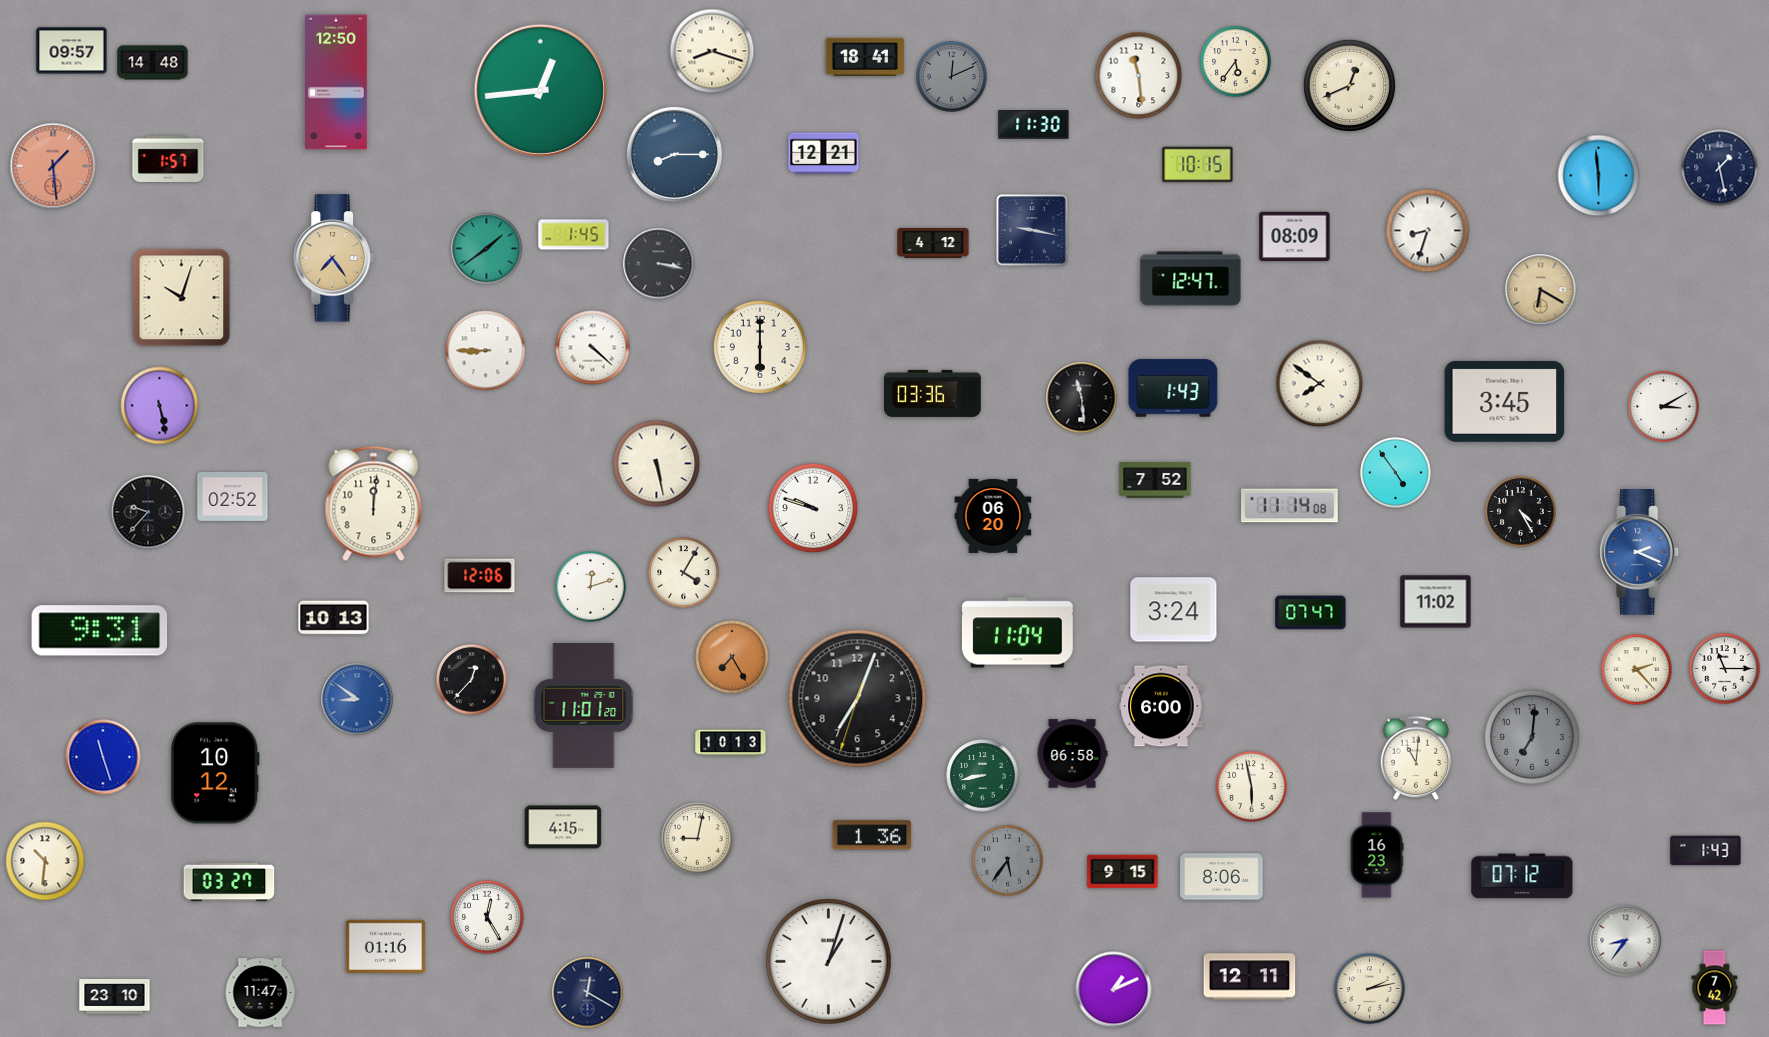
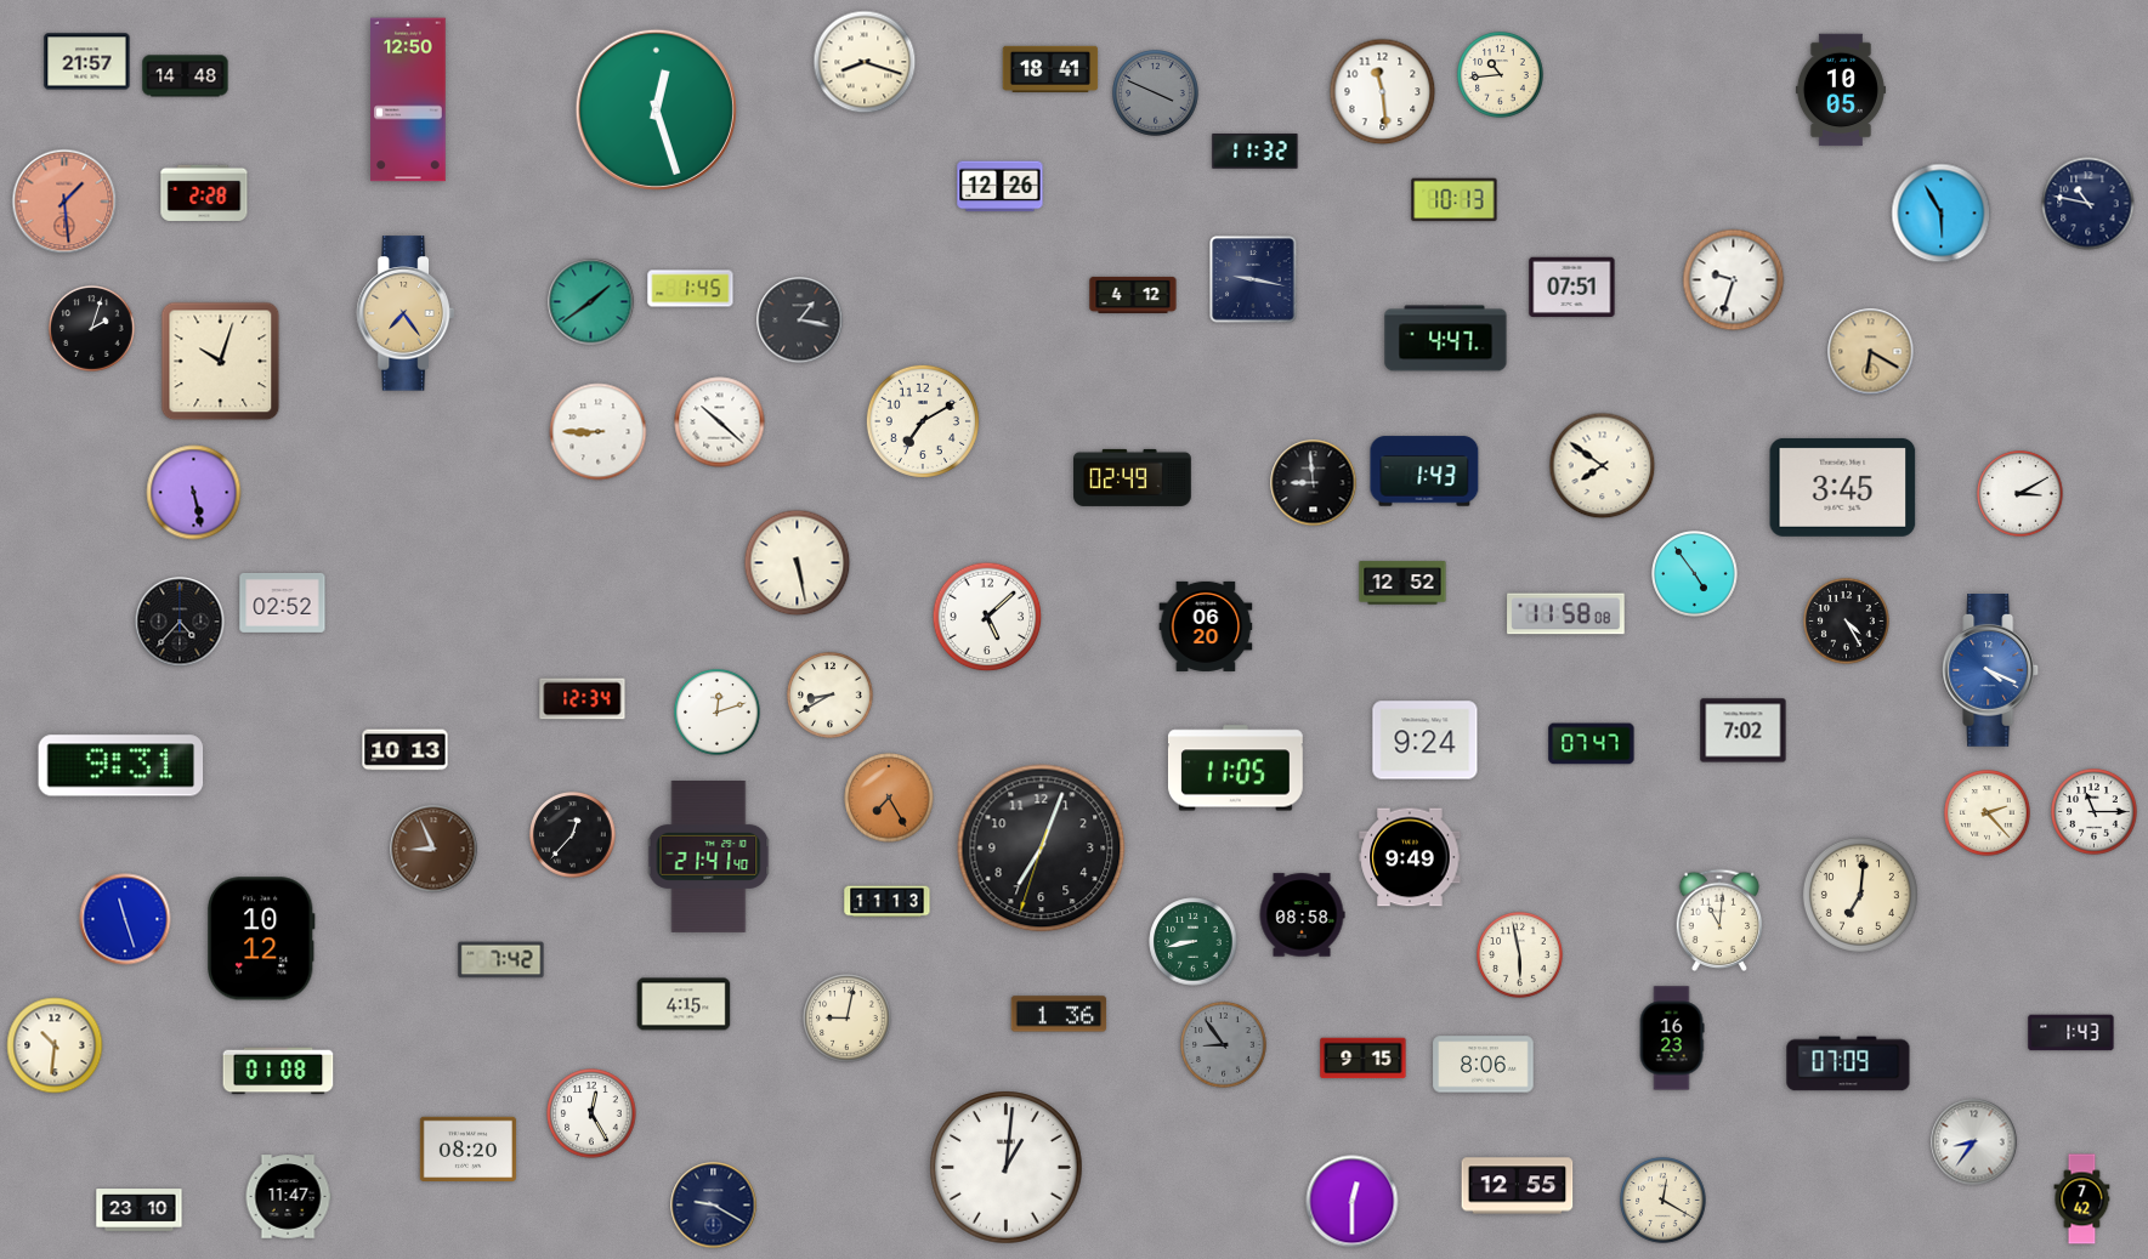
clock at (72, 51): 09:57 -> 21:57
clock at (1236, 62): 5:36 -> 10:44
clock at (1841, 90): none -> 10:05
clock at (952, 77): 12:11 -> 3:49
clock at (1349, 85): 12:41 -> none
clock at (540, 90): 12:44 -> 12:27
clock at (1034, 125): 11:30 -> 11:32
clock at (674, 154): 8:15 -> none
clock at (824, 154): 12:21 -> 12:26
clock at (168, 158): 1:57 -> 2:28
clock at (1198, 165): 10:15 -> 10:13
clock at (1720, 168): 1:28 -> 10:47
clock at (1599, 176): 5:59 -> 5:55
clock at (1428, 231): 8:33 -> 9:33
clock at (574, 235) position: (574, 235) -> (691, 289)
clock at (1295, 237): 08:09 -> 07:51
clock at (659, 264): 3:17 -> 1:17
clock at (92, 329): none -> 2:03
clock at (1191, 279): 12:47 -> 4:47
clock at (760, 347): 6:00 -> 7:10
clock at (593, 348): 4:22 -> 10:22
clock at (486, 351) position: (486, 351) -> (599, 432)
clock at (933, 393): 03:36 -> 02:49
clock at (1082, 398): 11:29 -> 8:59
clock at (1505, 401) position: (1505, 401) -> (1843, 487)
clock at (1155, 480): 7:52 -> 12:52
clock at (374, 504): 12:01 -> none
clock at (1290, 506): 11:14 -> 11:58
clock at (813, 508): 9:48 -> 5:08
clock at (148, 512): 9:37 -> 4:37
clock at (1640, 553): 2:19 -> 4:19
clock at (684, 573): 4:05 -> 8:40
clock at (480, 576): 12:06 -> 12:34
clock at (1436, 602): 11:02 -> 7:02
clock at (1174, 610): 3:24 -> 9:24
clock at (1017, 633): 11:04 -> 11:05
clock at (472, 680) position: (472, 680) -> (573, 835)
clock at (357, 699): 8:51 -> 8:56
clock at (357, 699) dial: blue -> brown
clock at (584, 705): 11:01 -> 21:41
clock at (1161, 706): 6:00 -> 9:49
clock at (1532, 737) dial: grey -> cream
clock at (731, 743): 10:13 -> 11:13
clock at (1072, 754): 06:58 -> 08:58
clock at (501, 960): none -> 7:42
clock at (1008, 861): 5:36 -> 8:54
clock at (1522, 876): 07:12 -> 07:09
clock at (229, 882): 03:27 -> 01:08
clock at (385, 946): 01:16 -> 08:20
clock at (829, 962): 1:03 -> 1:01
clock at (1250, 977): 12:11 -> 12:55
clock at (1370, 989): 2:13 -> 12:20
clock at (1114, 990): 1:11 -> 12:30
clock at (260, 993) position: (260, 993) -> (288, 1197)
clock at (588, 993): 12:20 -> 9:20
